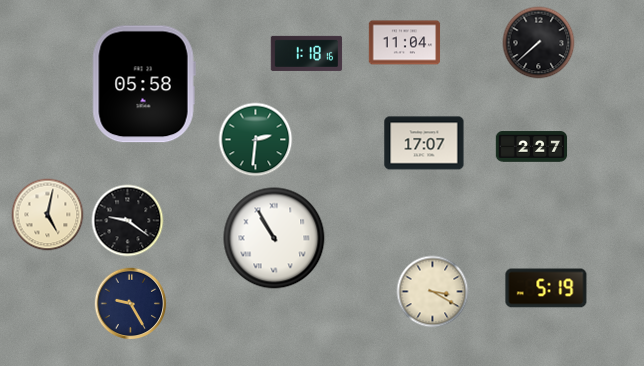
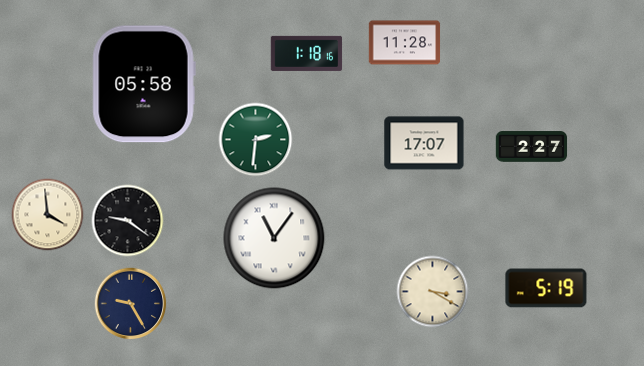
clock at (405, 43): 11:04 -> 11:28
clock at (539, 43): 7:38 -> none
clock at (48, 215): 5:02 -> 3:59
clock at (274, 238): 10:55 -> 11:06
